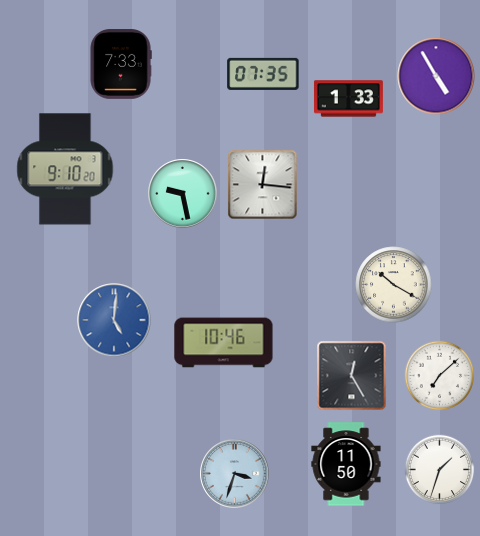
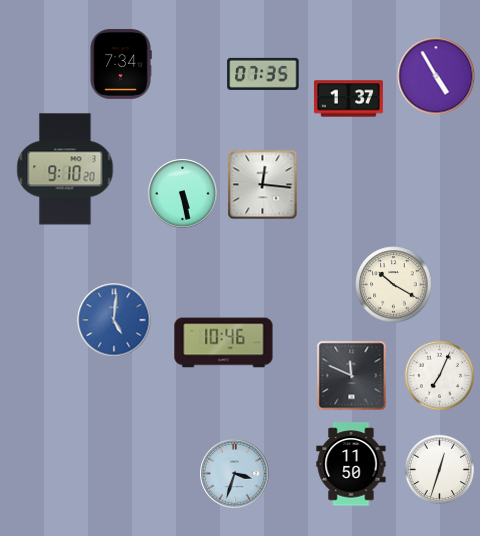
clock at (121, 64): 7:33 -> 7:34
clock at (348, 99): 1:33 -> 1:37
clock at (183, 194): 9:28 -> 5:28
clock at (352, 376): 12:25 -> 11:49
clock at (440, 376): 7:08 -> 7:04
clock at (346, 464) position: (346, 464) -> (351, 464)
clock at (440, 470): 1:33 -> 12:33
